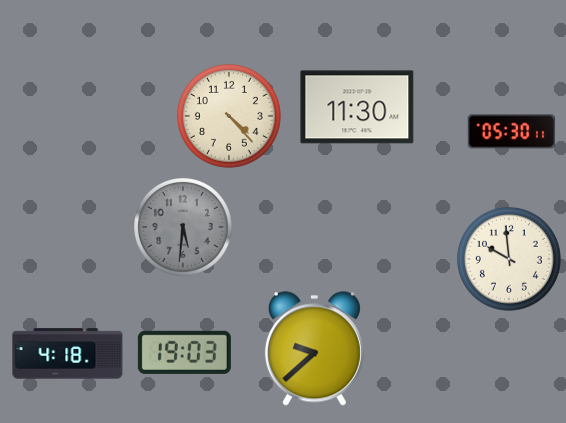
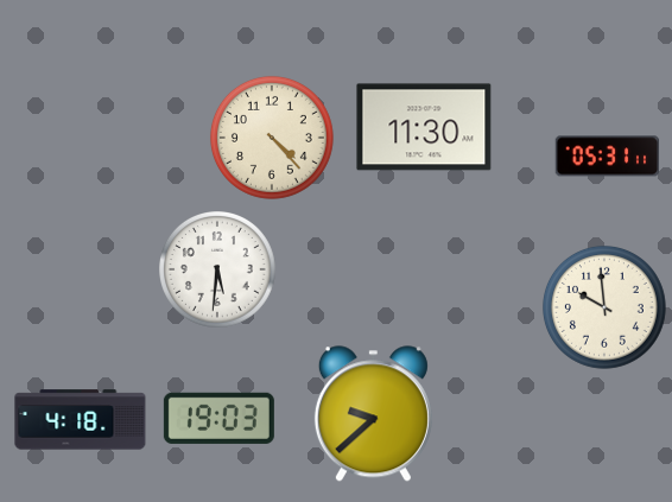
clock at (512, 132): 05:30 -> 05:31
clock at (184, 228) dial: grey -> white
